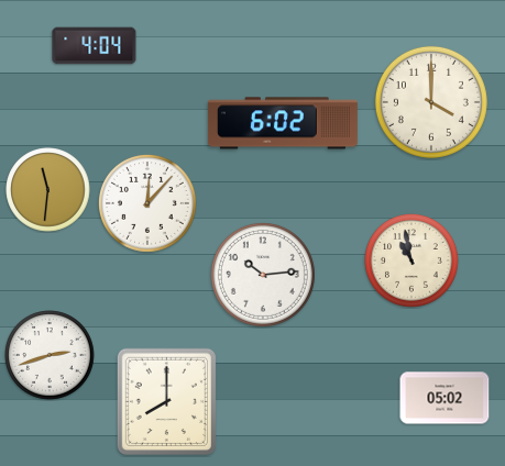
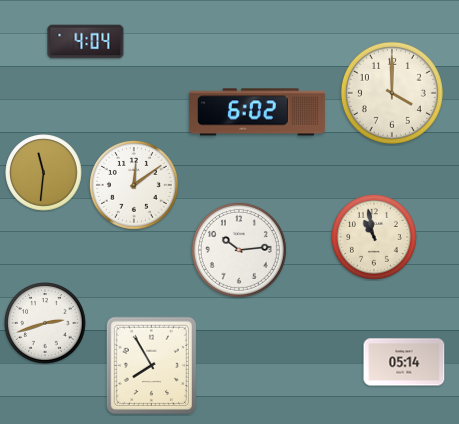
clock at (147, 203): 12:07 -> 12:09
clock at (444, 398): 05:02 -> 05:14
clock at (166, 401): 8:00 -> 7:55
